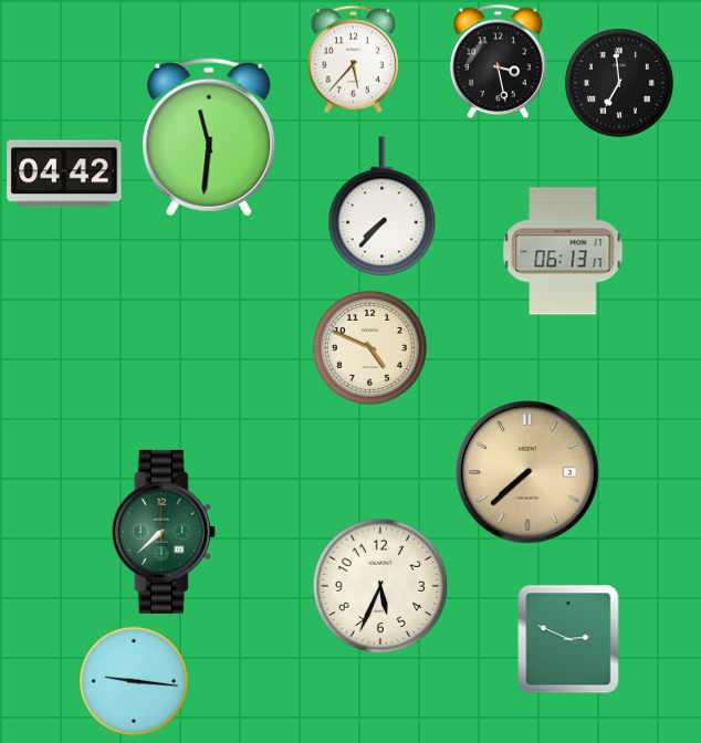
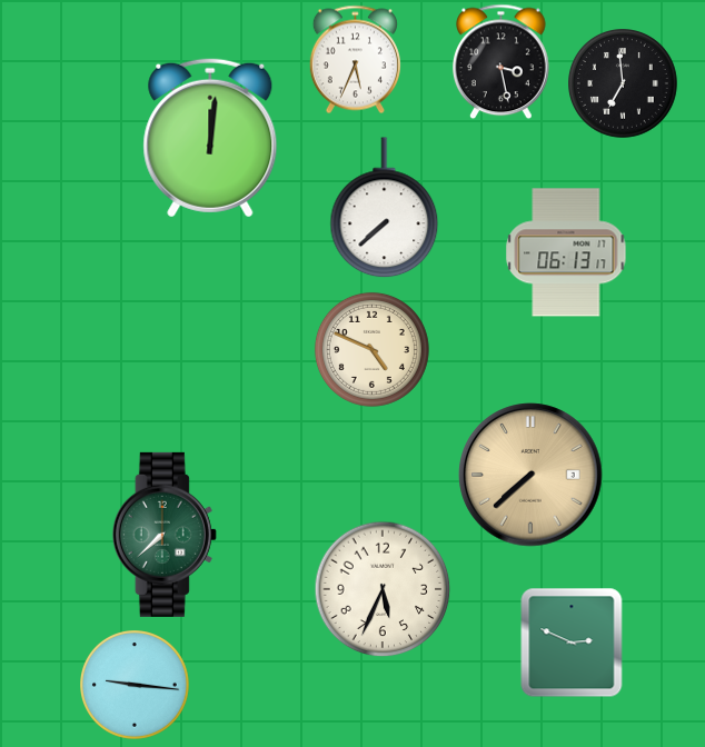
clock at (353, 59): 5:37 -> 5:34
clock at (209, 137): 11:31 -> 12:01
clock at (64, 174): 04:42 -> none
clock at (383, 207): 7:37 -> 7:38
